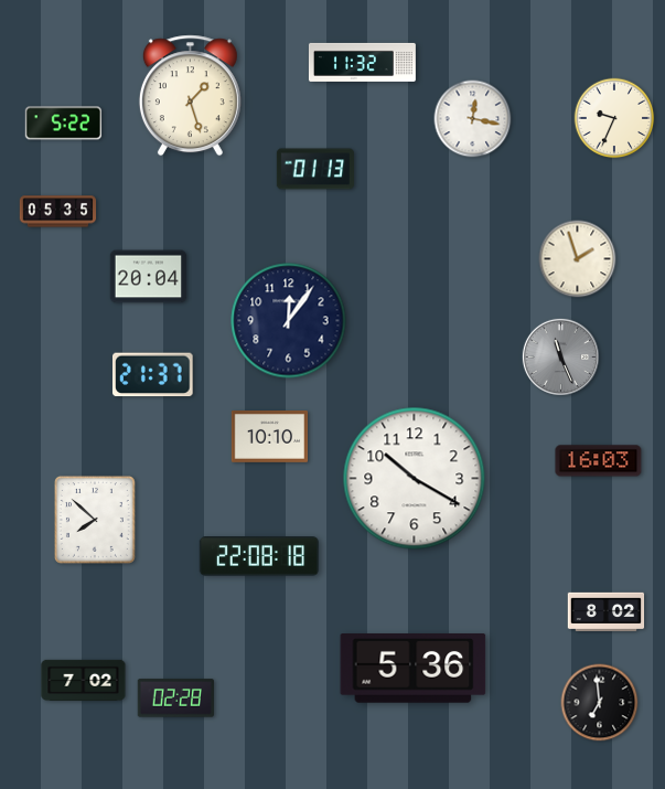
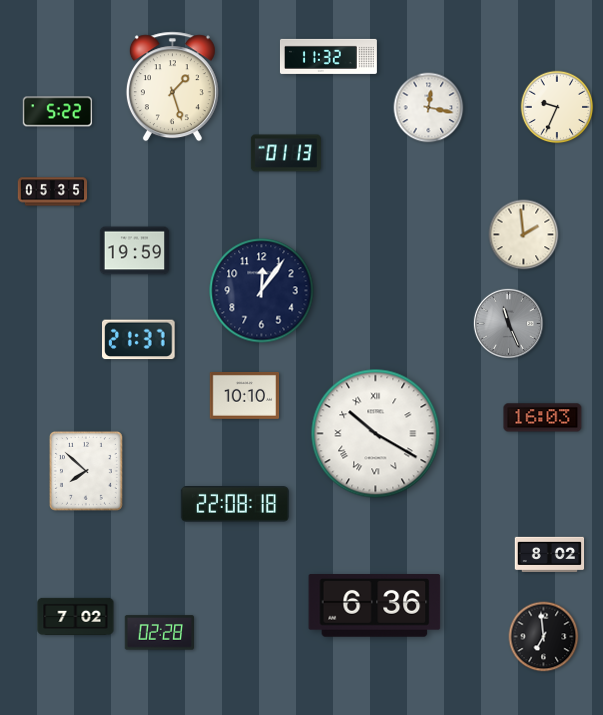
clock at (578, 259): 1:57 -> 1:59
clock at (149, 277): 20:04 -> 19:59
clock at (415, 479) numerals: Arabic -> Roman
clock at (414, 669): 5:36 -> 6:36
